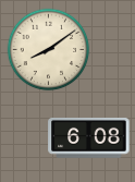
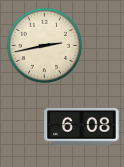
clock at (49, 50): 8:09 -> 2:43
